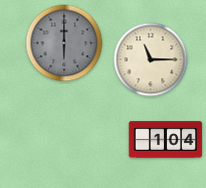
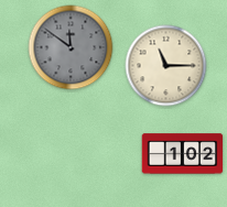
clock at (64, 43): 6:00 -> 11:51
clock at (166, 140): 1:04 -> 1:02
